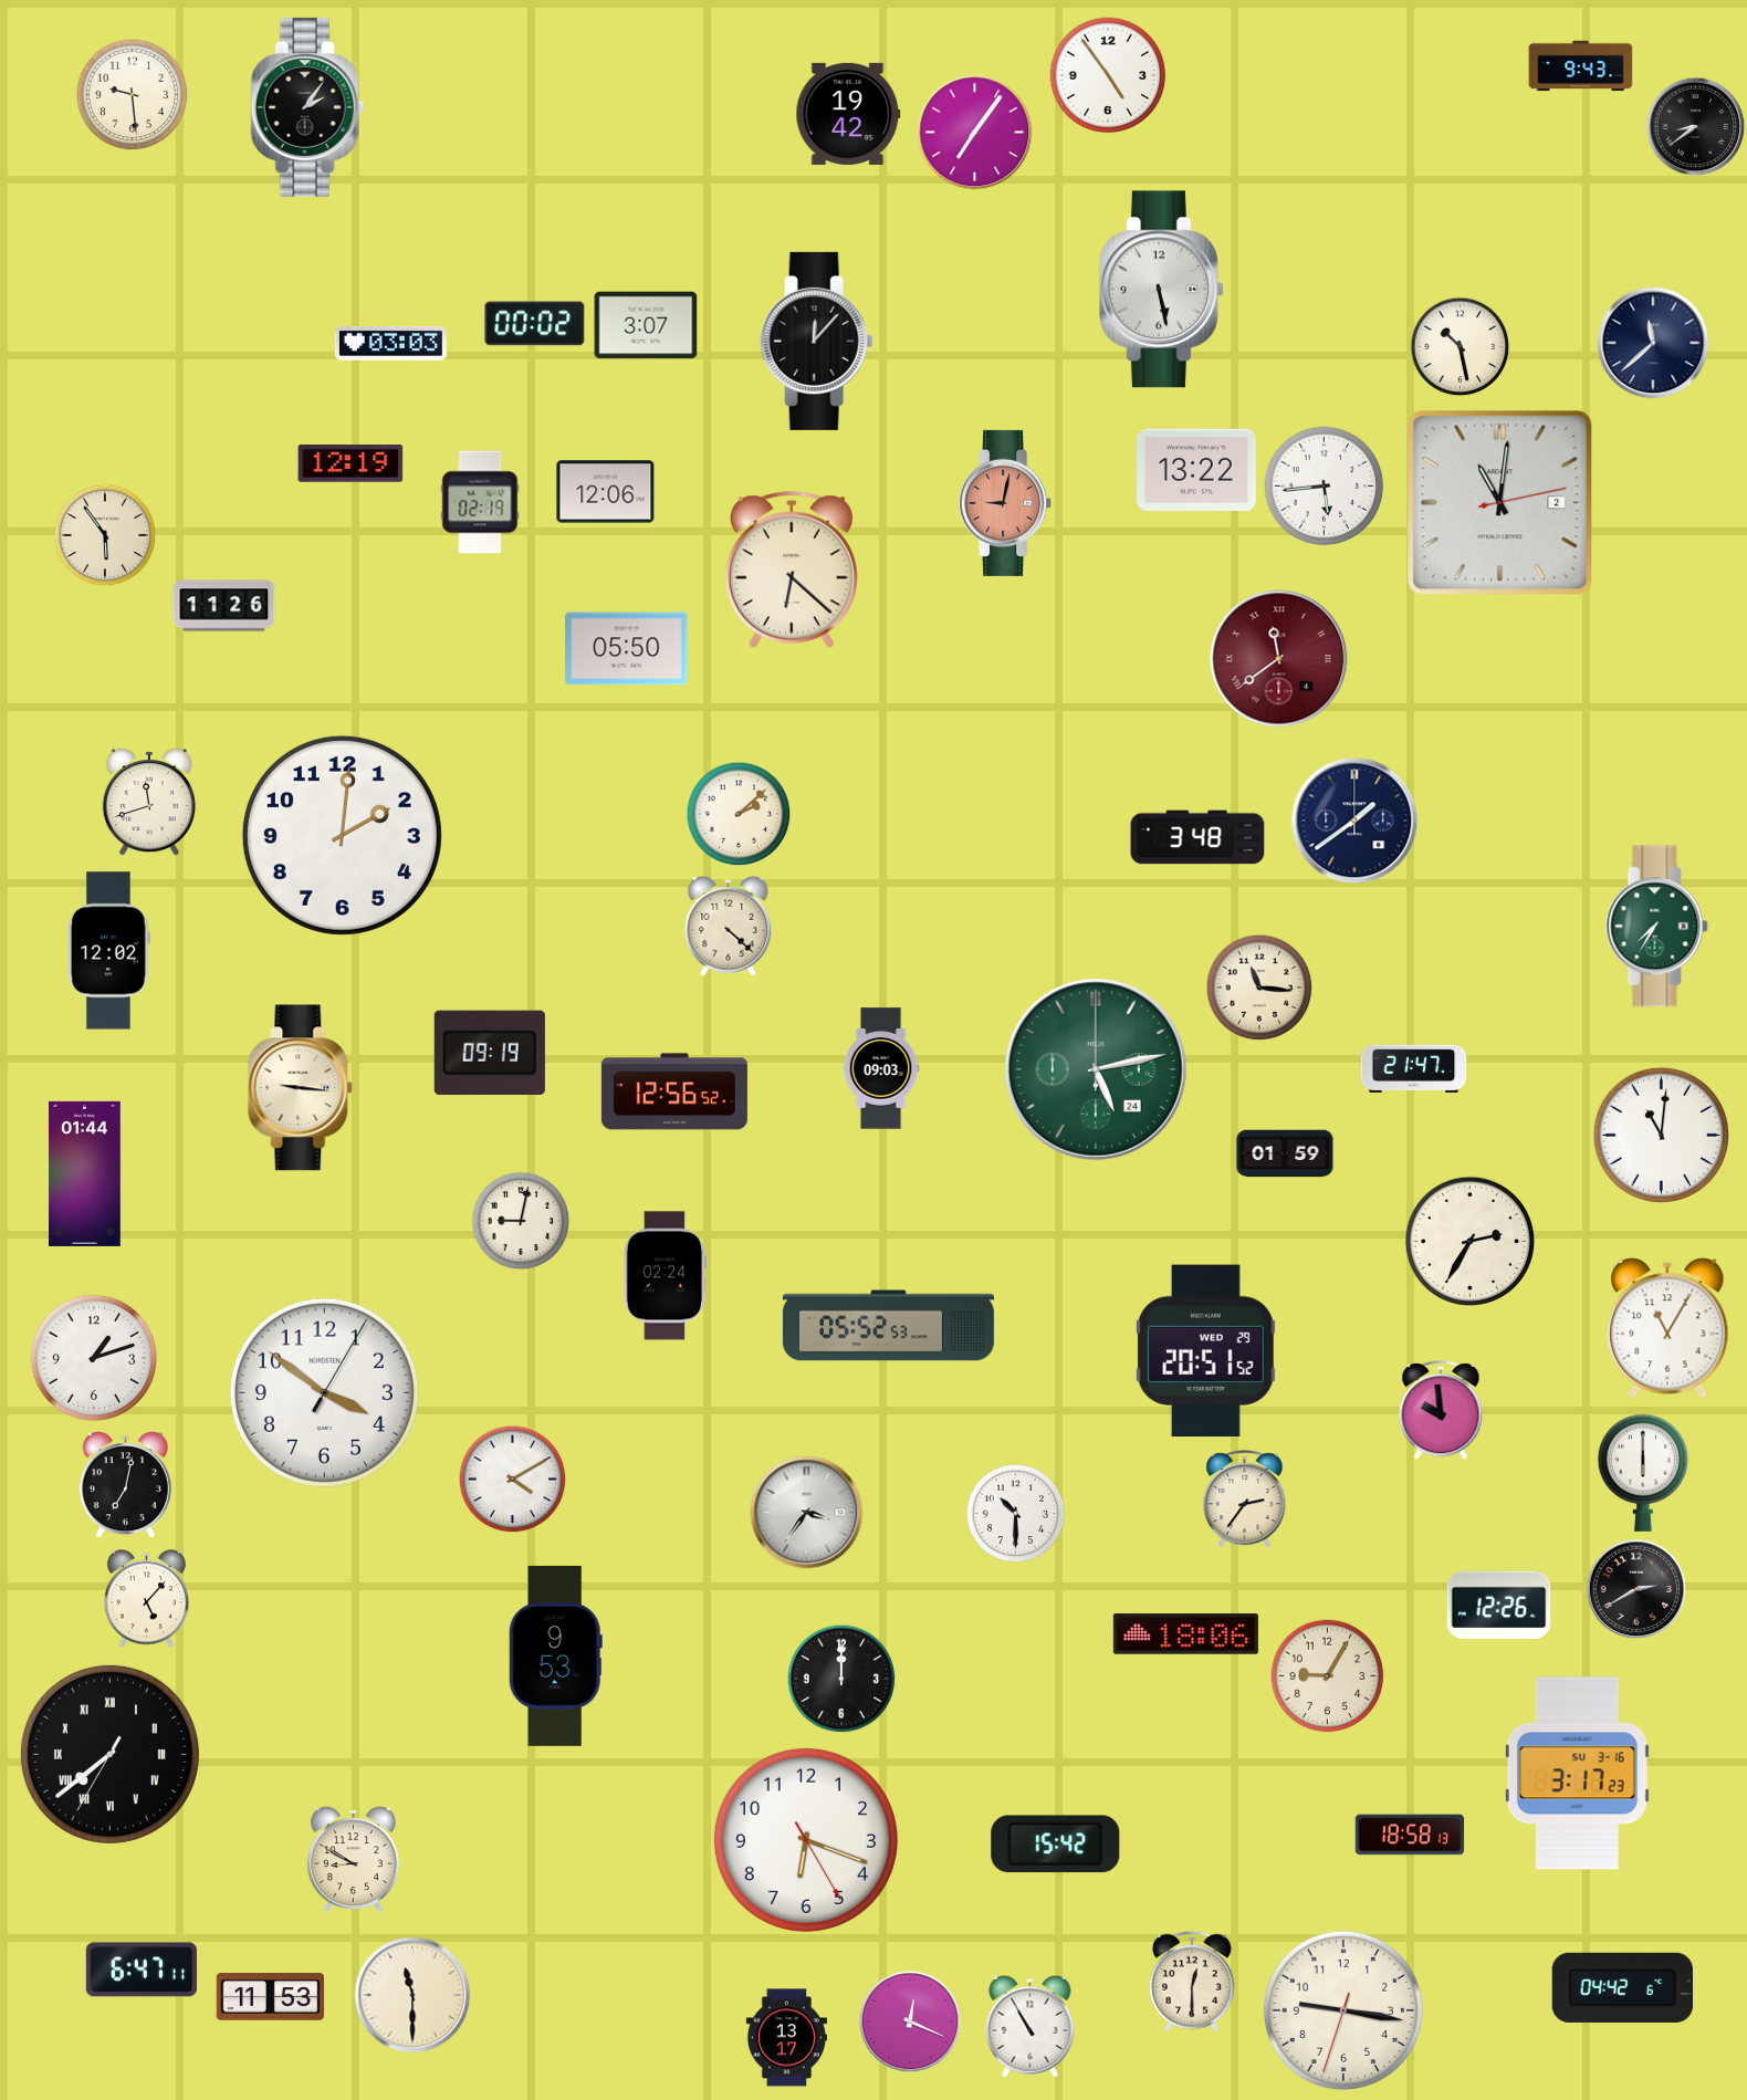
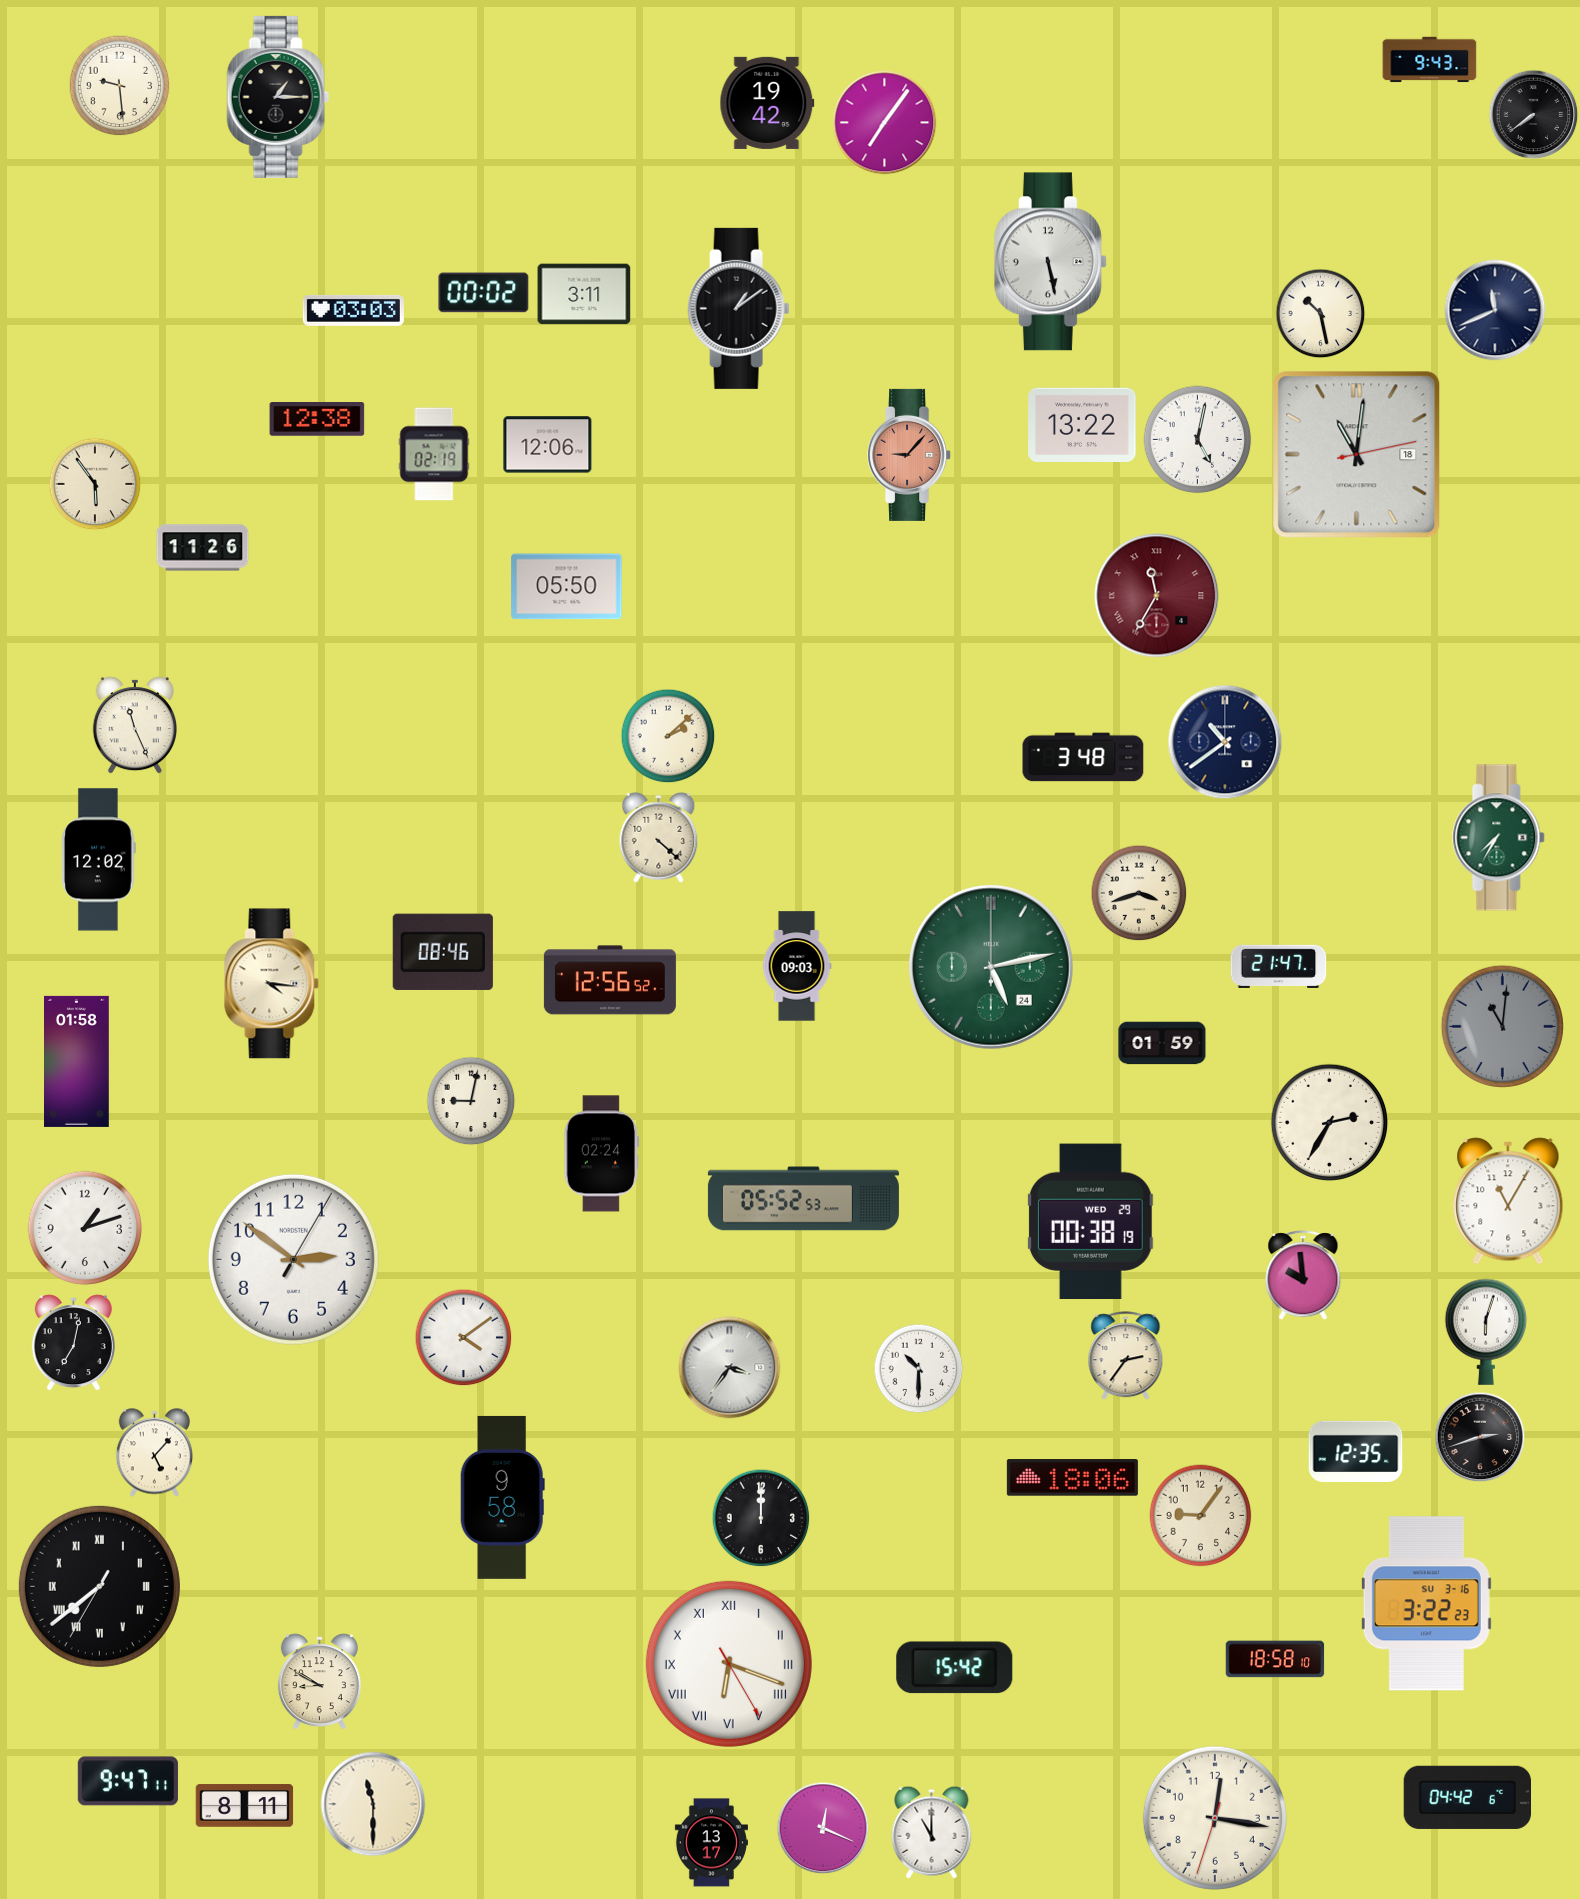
clock at (1108, 75): 4:54 -> none
clock at (307, 107): 2:06 -> 1:15
clock at (1696, 127): 8:39 -> 7:39
clock at (975, 133) position: (975, 133) -> (885, 123)
clock at (646, 325): 3:07 -> 3:11
clock at (817, 341): 12:07 -> 1:09
clock at (1653, 343): 11:38 -> 11:41
clock at (351, 463): 12:19 -> 12:38
clock at (1325, 487): 5:44 -> 5:02
clock at (1006, 503): 9:02 -> 9:07
clock at (1500, 503) date: 2 -> 18
clock at (792, 570): 6:22 -> none
clock at (1279, 659): 11:39 -> 11:35
clock at (149, 802): 11:42 -> 11:26
clock at (1354, 821): 1:39 -> 10:39
clock at (342, 835): 2:01 -> none
clock at (1259, 988): 11:16 -> 3:42
clock at (490, 1053): 09:19 -> 08:46
clock at (301, 1088): 9:16 -> 4:16
clock at (674, 1091) position: (674, 1091) -> (610, 980)
clock at (1661, 1135) dial: white -> grey
clock at (85, 1173): 01:44 -> 01:58
clock at (521, 1221) position: (521, 1221) -> (471, 1101)
clock at (1205, 1350): 20:51 -> 00:38
clock at (324, 1392): 3:51 -> 2:51
clock at (1643, 1473): 6:00 -> 6:03
clock at (513, 1480): 4:10 -> 4:09
clock at (125, 1485) position: (125, 1485) -> (73, 1343)
clock at (1636, 1589): 2:40 -> 2:42
clock at (146, 1599) position: (146, 1599) -> (154, 1453)
clock at (1499, 1605): 12:26 -> 12:35
clock at (555, 1655): 9:53 -> 9:58
clock at (1328, 1676): 9:05 -> 9:06
clock at (1577, 1774): 3:17 -> 3:22
clock at (1410, 1835): 18:58:13 -> 18:58:10
clock at (806, 1840) numerals: Arabic -> Roman
clock at (142, 1970): 6:47 -> 9:47
clock at (1193, 1982): 12:30 -> none
clock at (271, 1997): 11:53 -> 8:11
clock at (1343, 2010): 9:16 -> 12:16
clock at (1031, 2026): 10:55 -> 11:00
